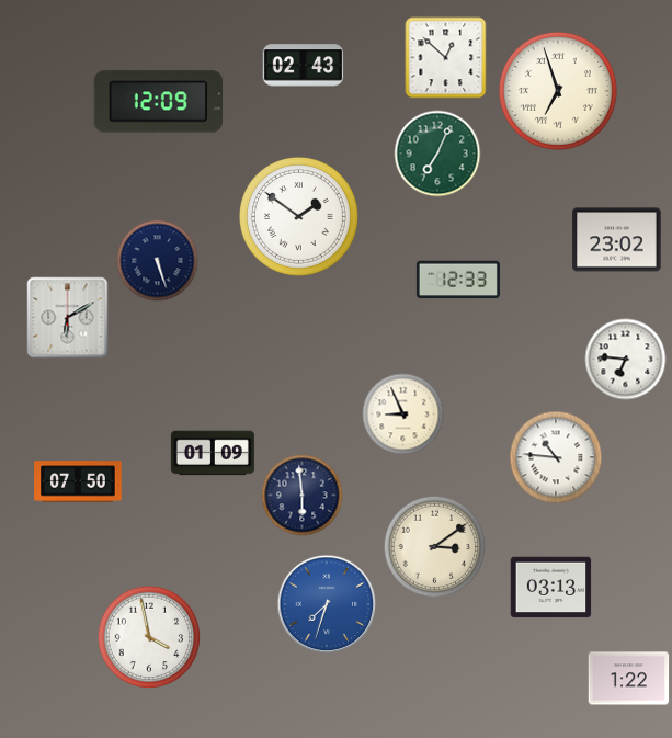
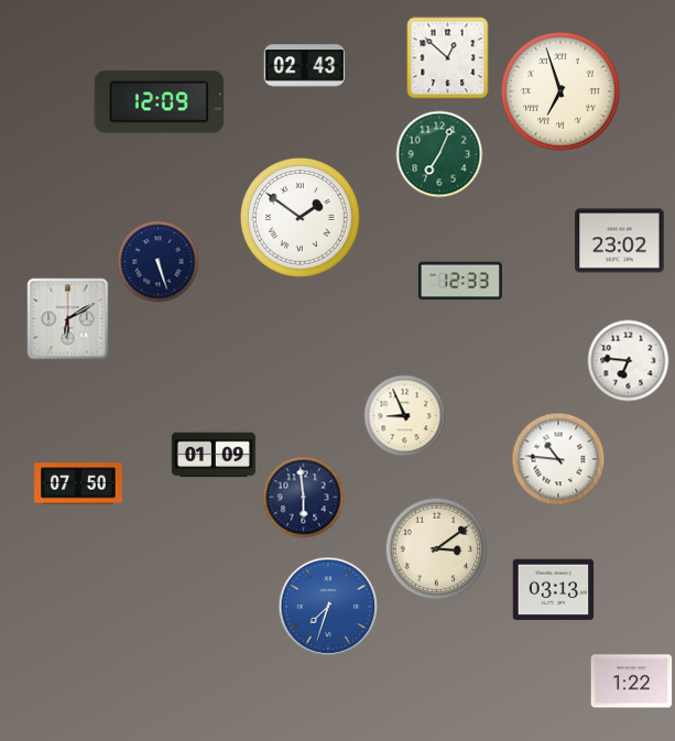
clock at (149, 637): 3:58 -> none
